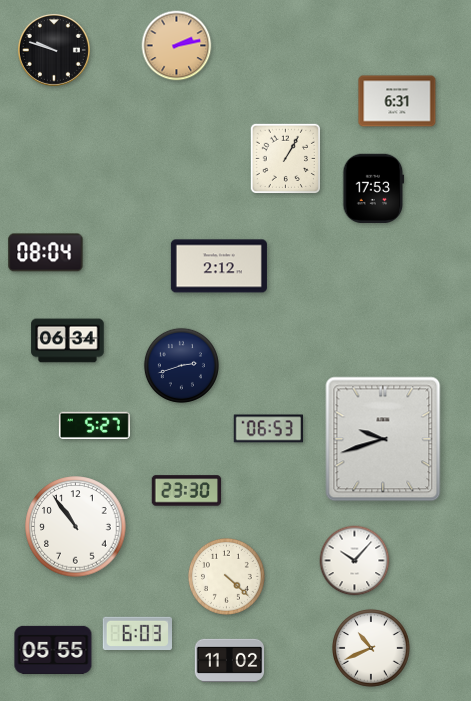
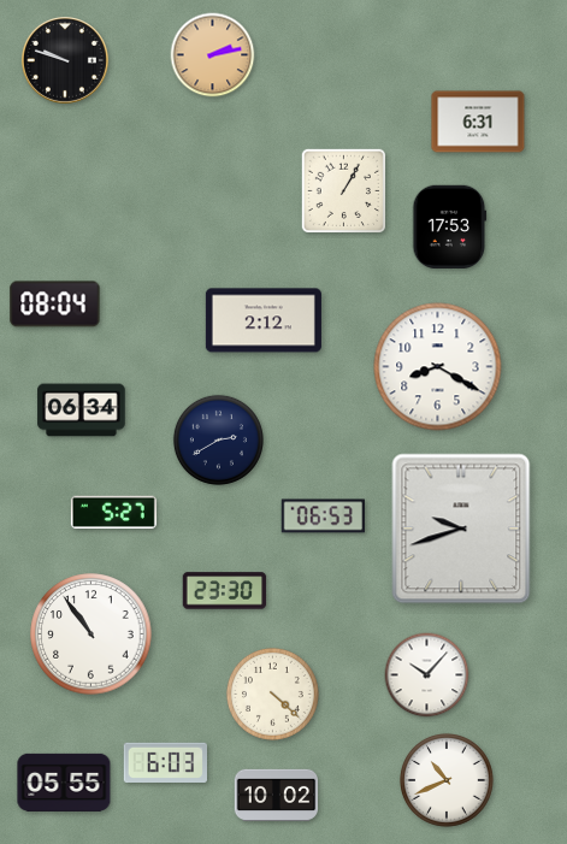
clock at (438, 367): none -> 8:20
clock at (181, 365): 2:42 -> 2:40
clock at (230, 660): 11:02 -> 10:02
